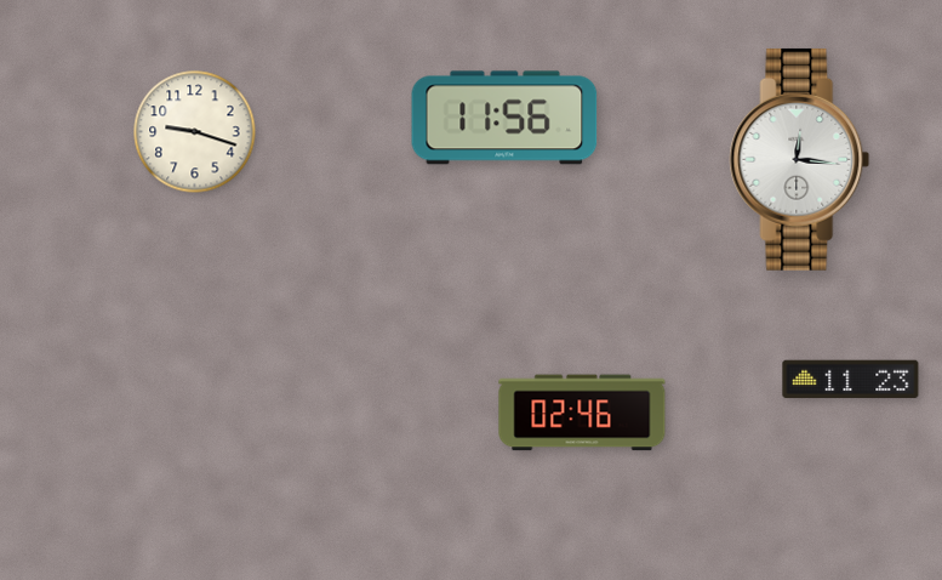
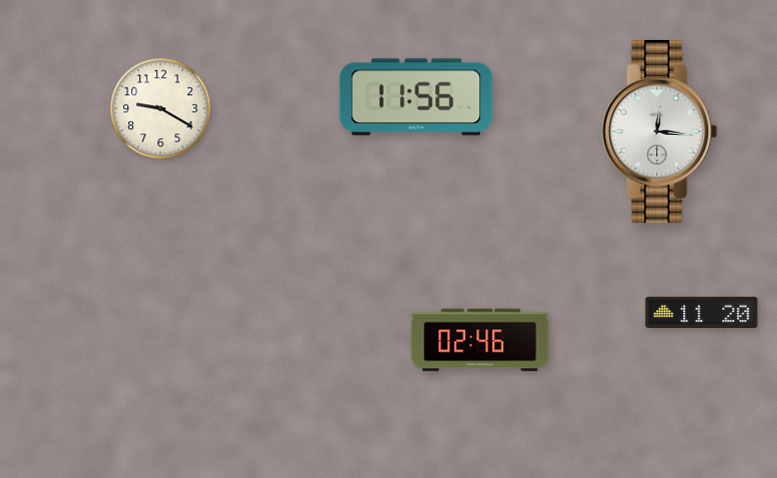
clock at (195, 132): 9:18 -> 9:20
clock at (851, 380): 11:23 -> 11:20
